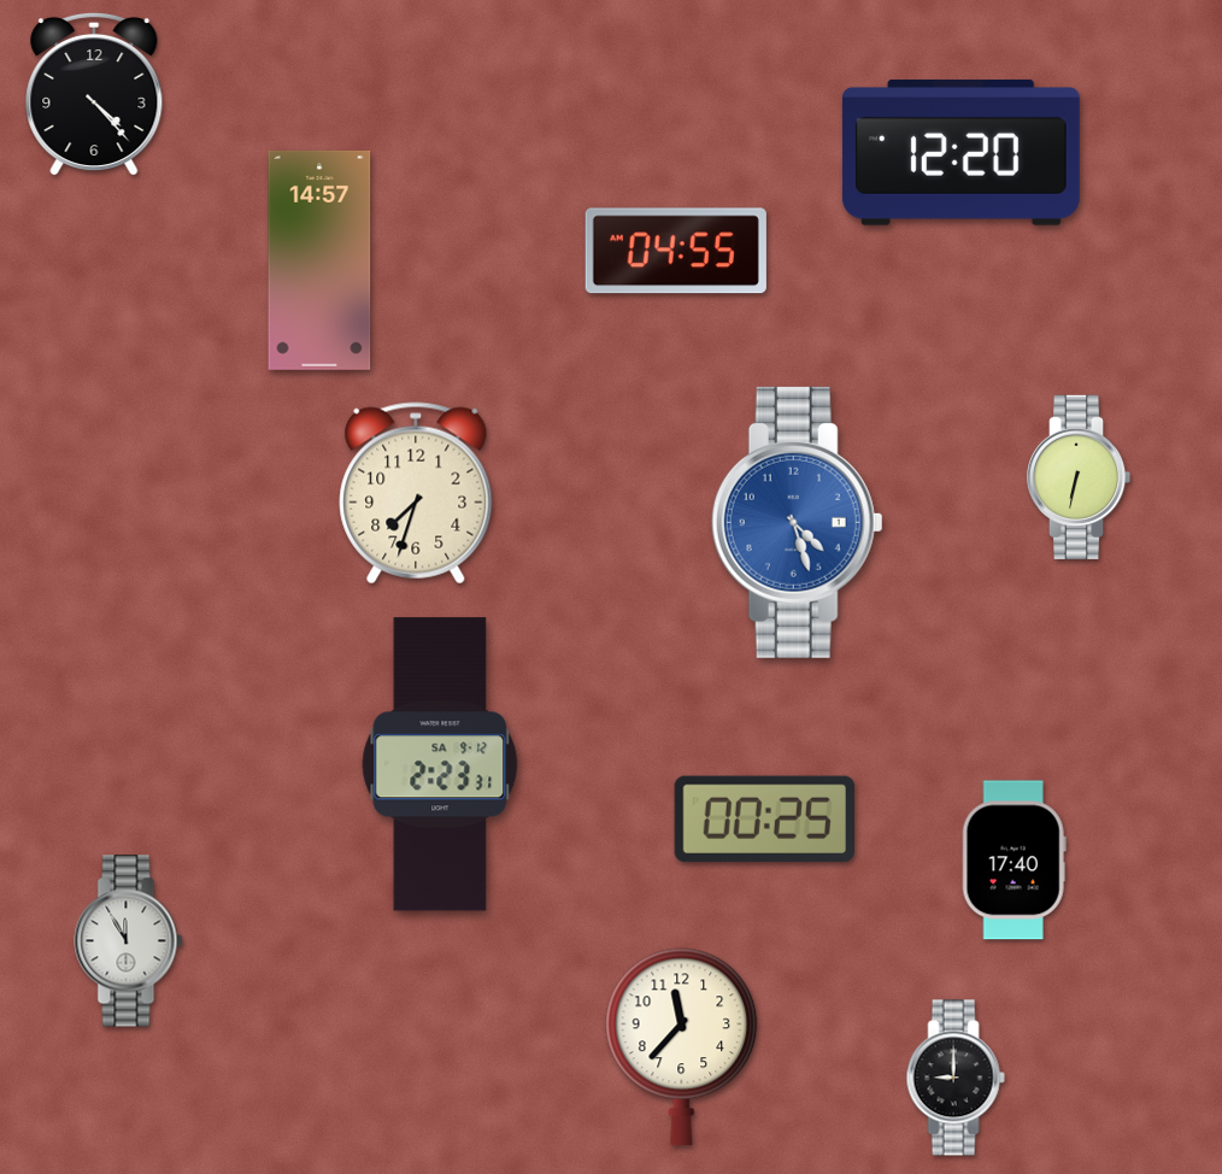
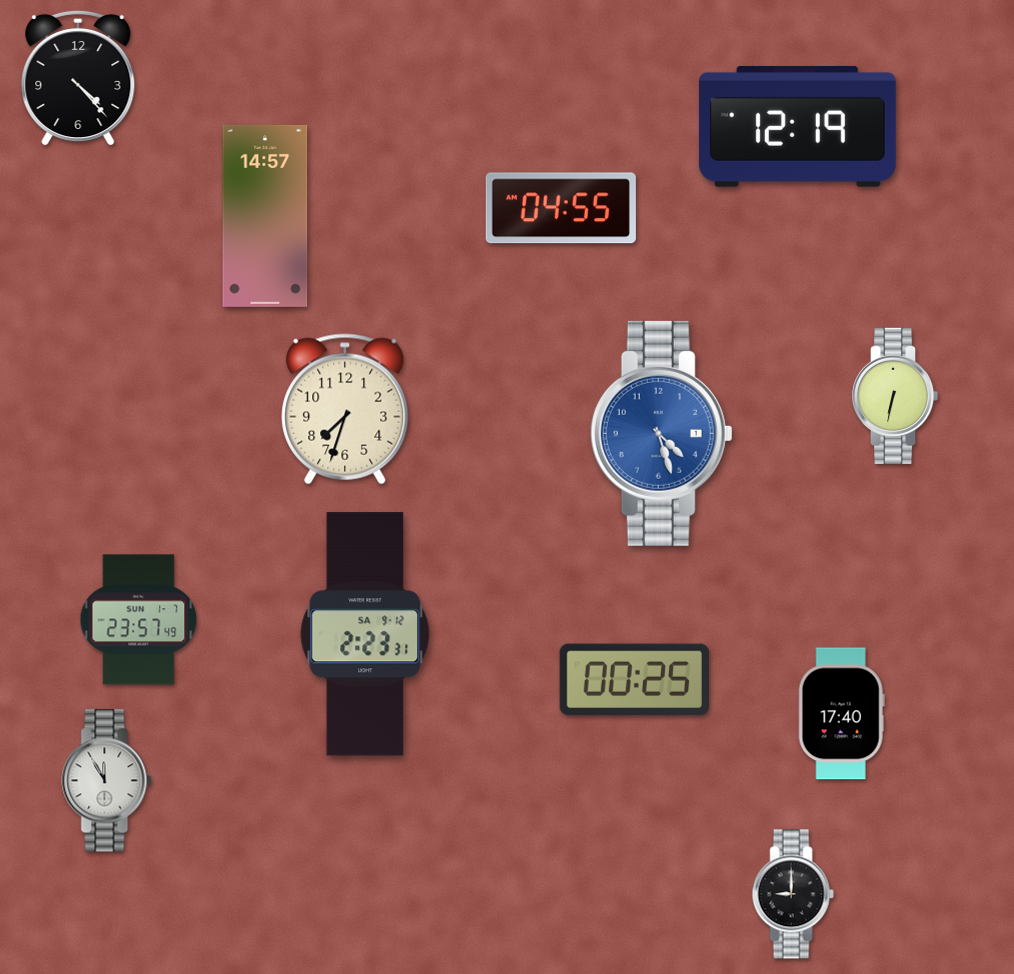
clock at (960, 153): 12:20 -> 12:19
clock at (139, 620): none -> 23:57
clock at (682, 1046): 11:37 -> none
